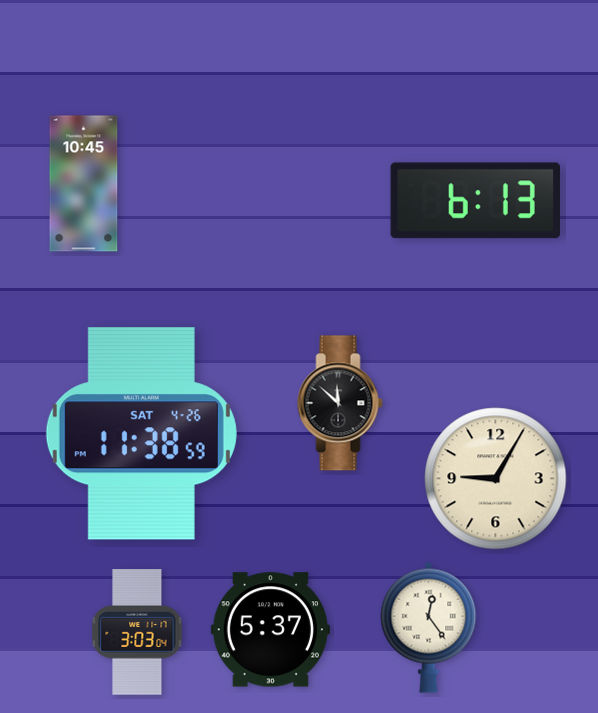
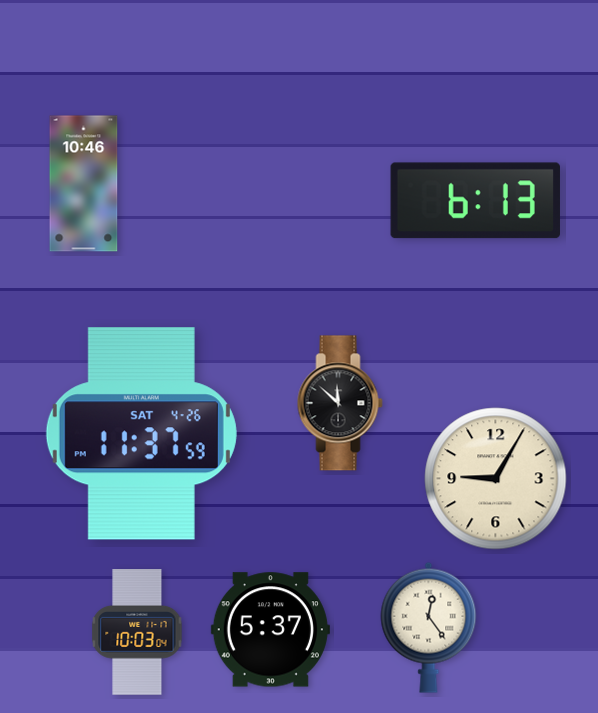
clock at (84, 184): 10:45 -> 10:46
clock at (141, 434): 11:38 -> 11:37
clock at (137, 632): 3:03 -> 10:03
